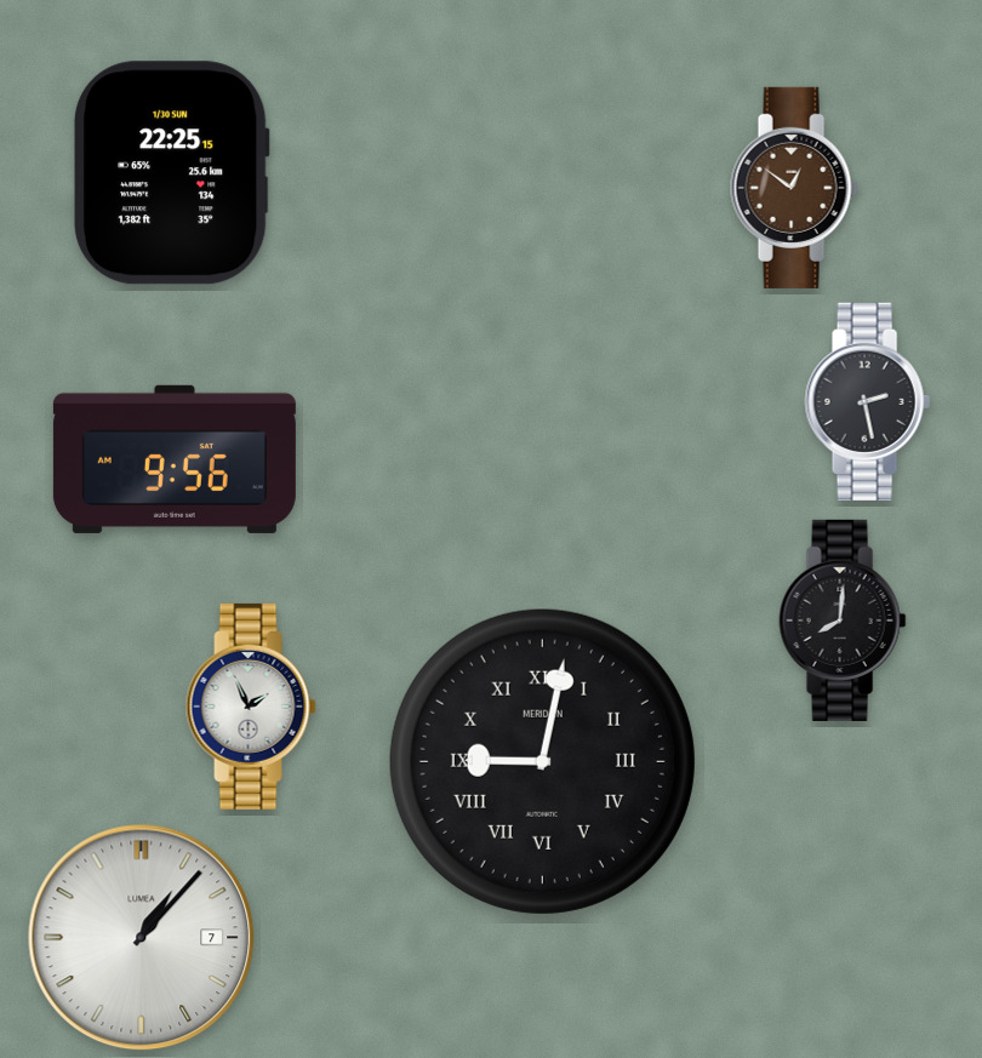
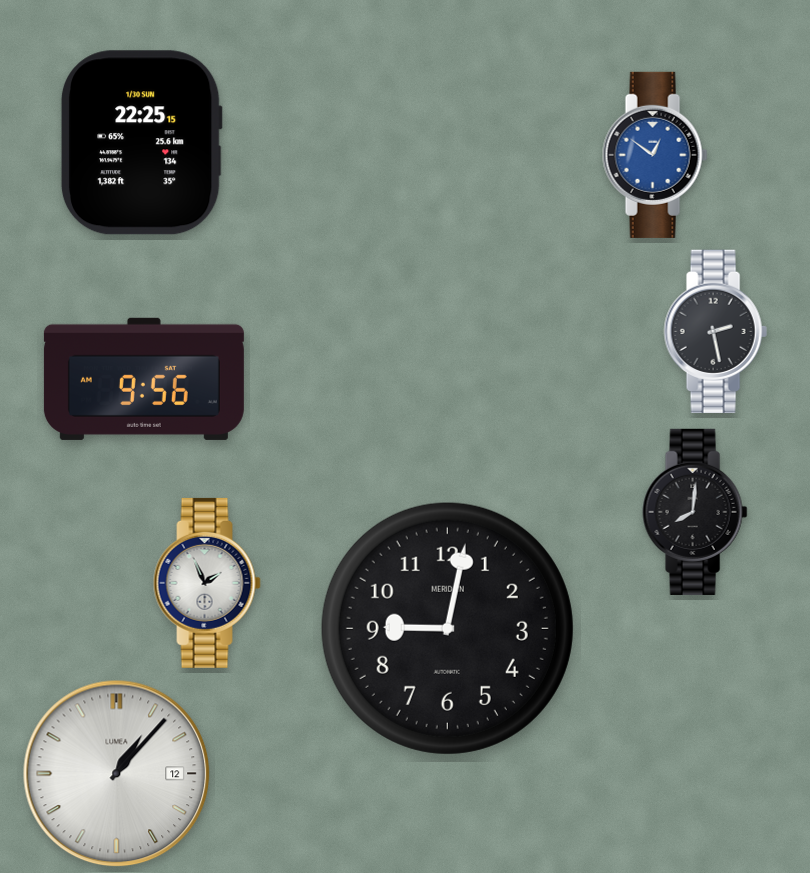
clock at (794, 188) dial: brown -> blue
clock at (542, 761) numerals: Roman -> Arabic
clock at (142, 938) date: 7 -> 12
